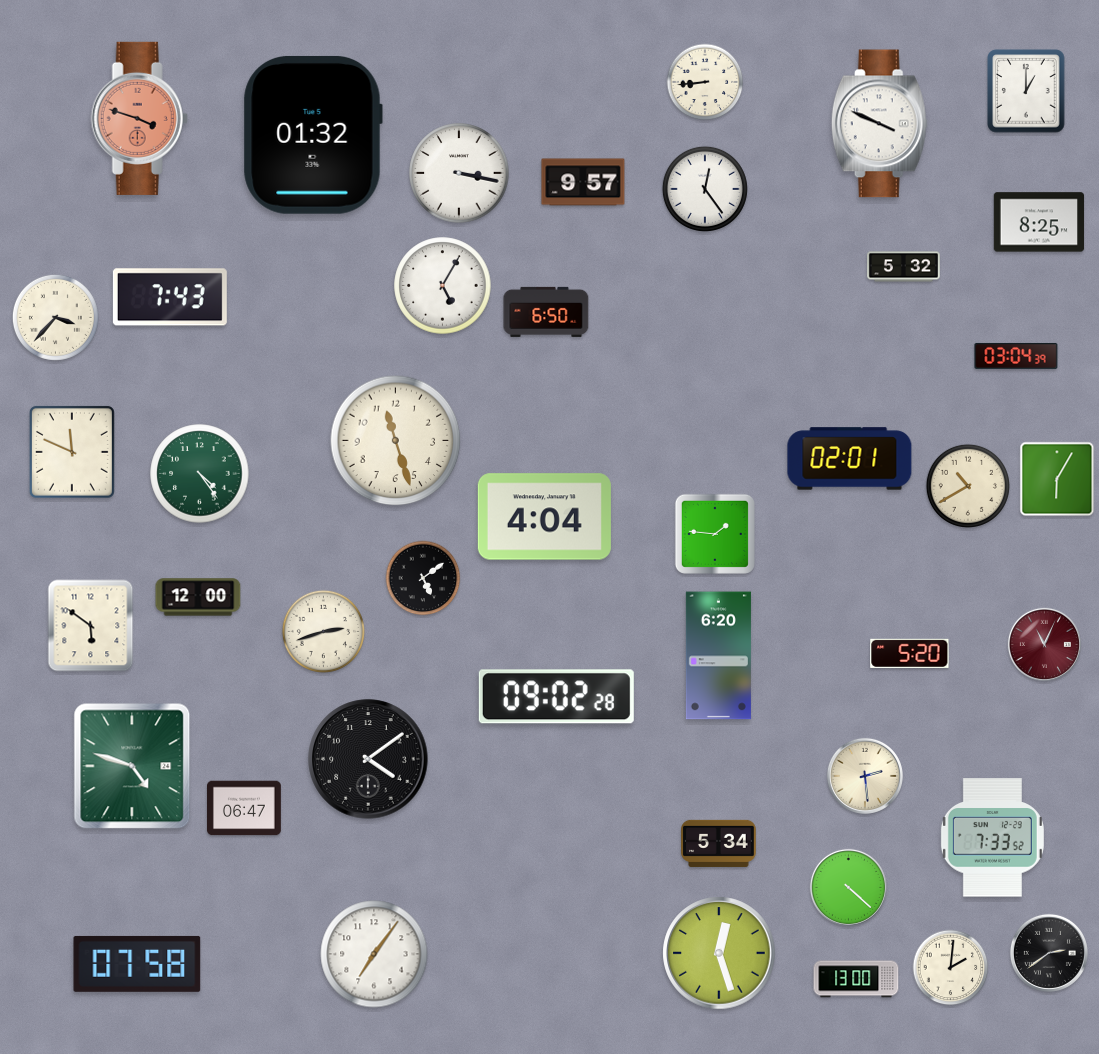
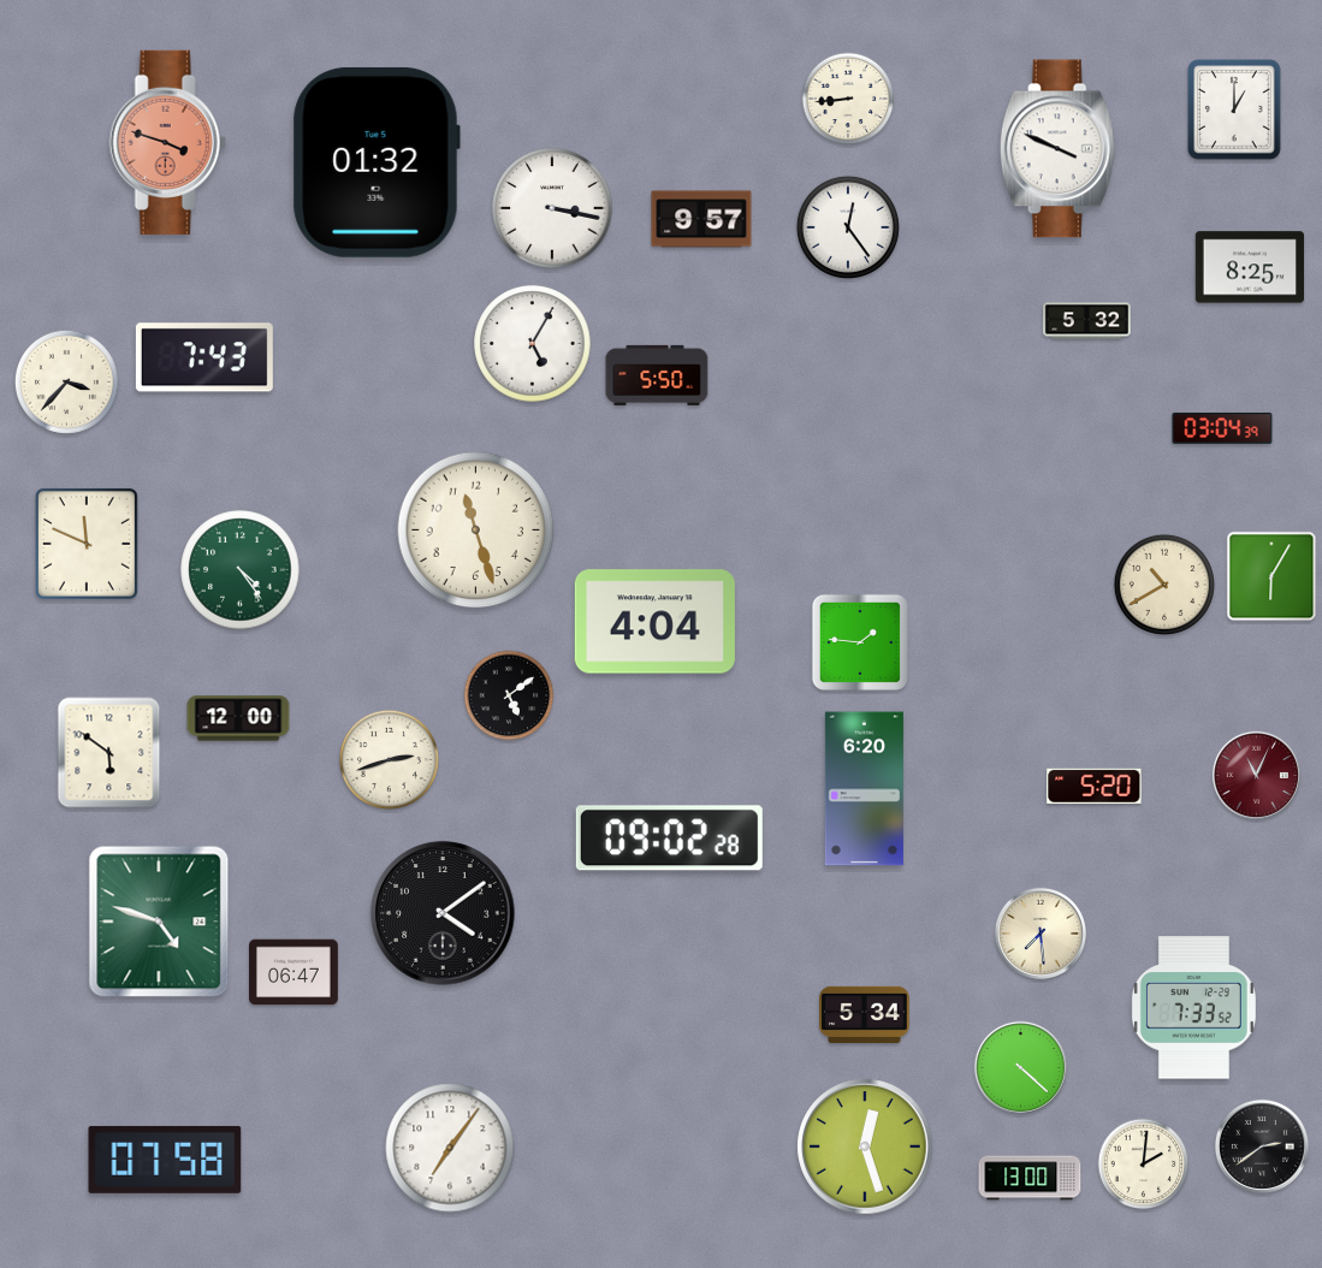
clock at (546, 312): 6:50 -> 5:50
clock at (850, 459): 02:01 -> none
clock at (865, 776): 2:29 -> 7:29
